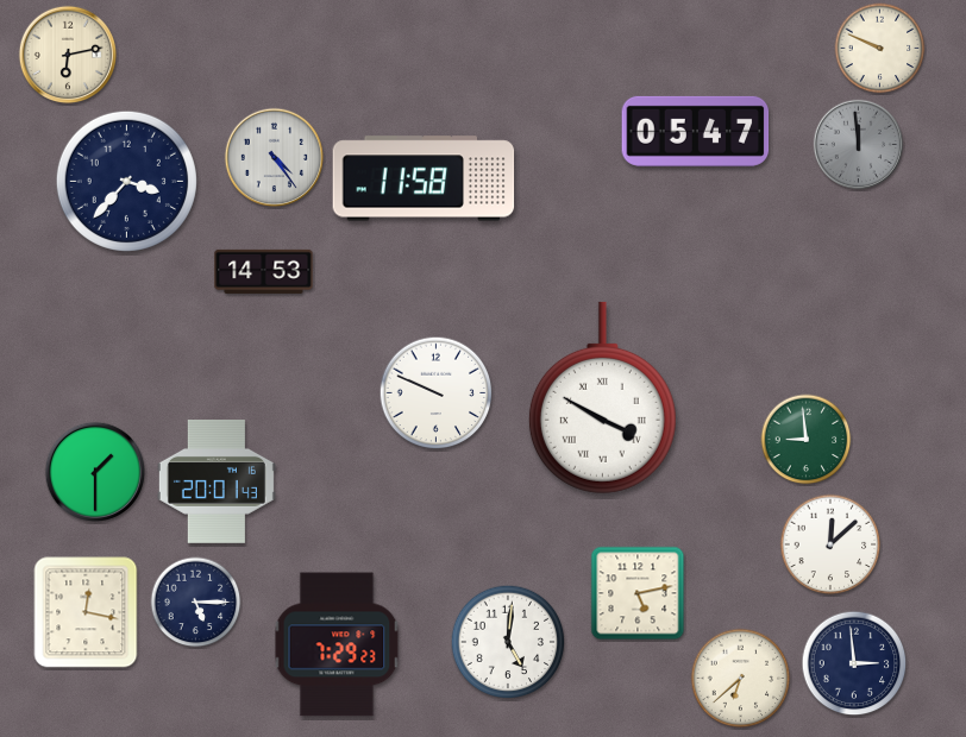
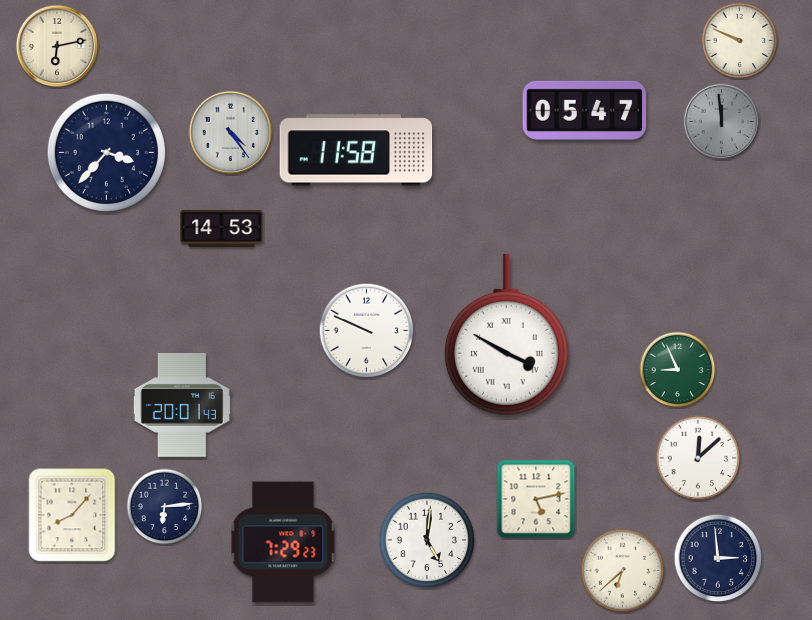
clock at (807, 440): 8:59 -> 8:56
clock at (95, 472): 1:30 -> none
clock at (196, 603): 5:15 -> 6:14
clock at (86, 612): 12:17 -> 8:07
